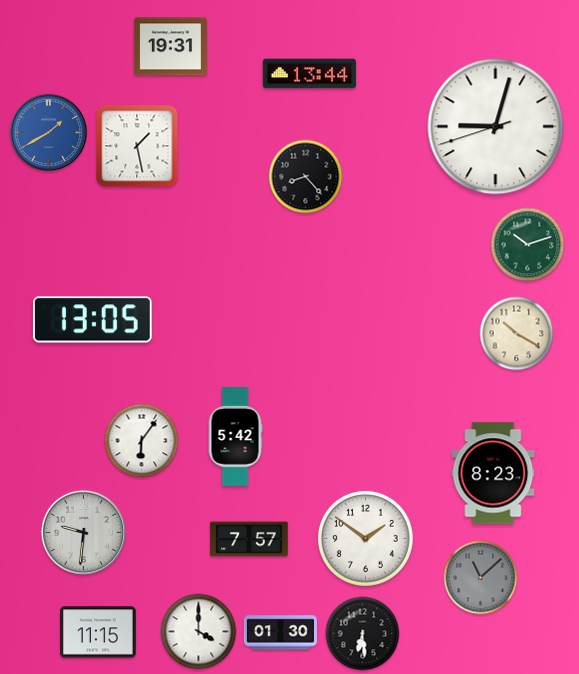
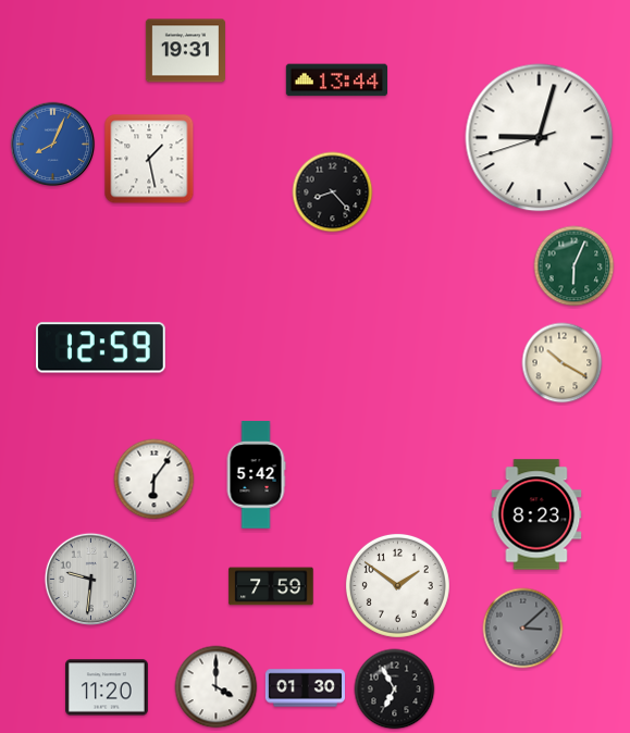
clock at (49, 133): 1:40 -> 8:04
clock at (528, 245): 10:12 -> 6:04
clock at (92, 320): 13:05 -> 12:59
clock at (249, 539): 7:57 -> 7:59
clock at (481, 578): 11:08 -> 3:08
clock at (99, 632): 11:15 -> 11:20
clock at (363, 634): 6:29 -> 6:55
